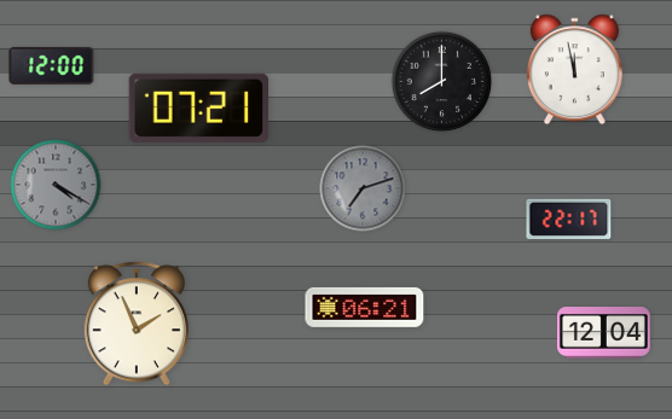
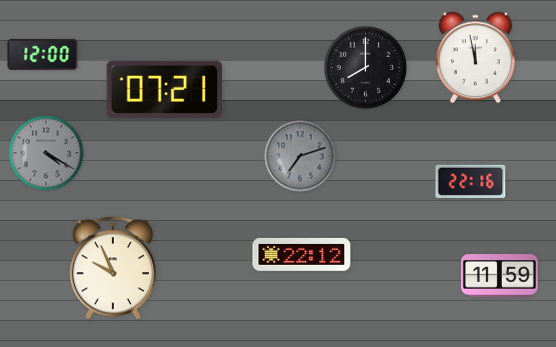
clock at (569, 219): 22:17 -> 22:16
clock at (365, 307): 06:21 -> 22:12
clock at (137, 324): 1:56 -> 9:56
clock at (603, 333): 12:04 -> 11:59
